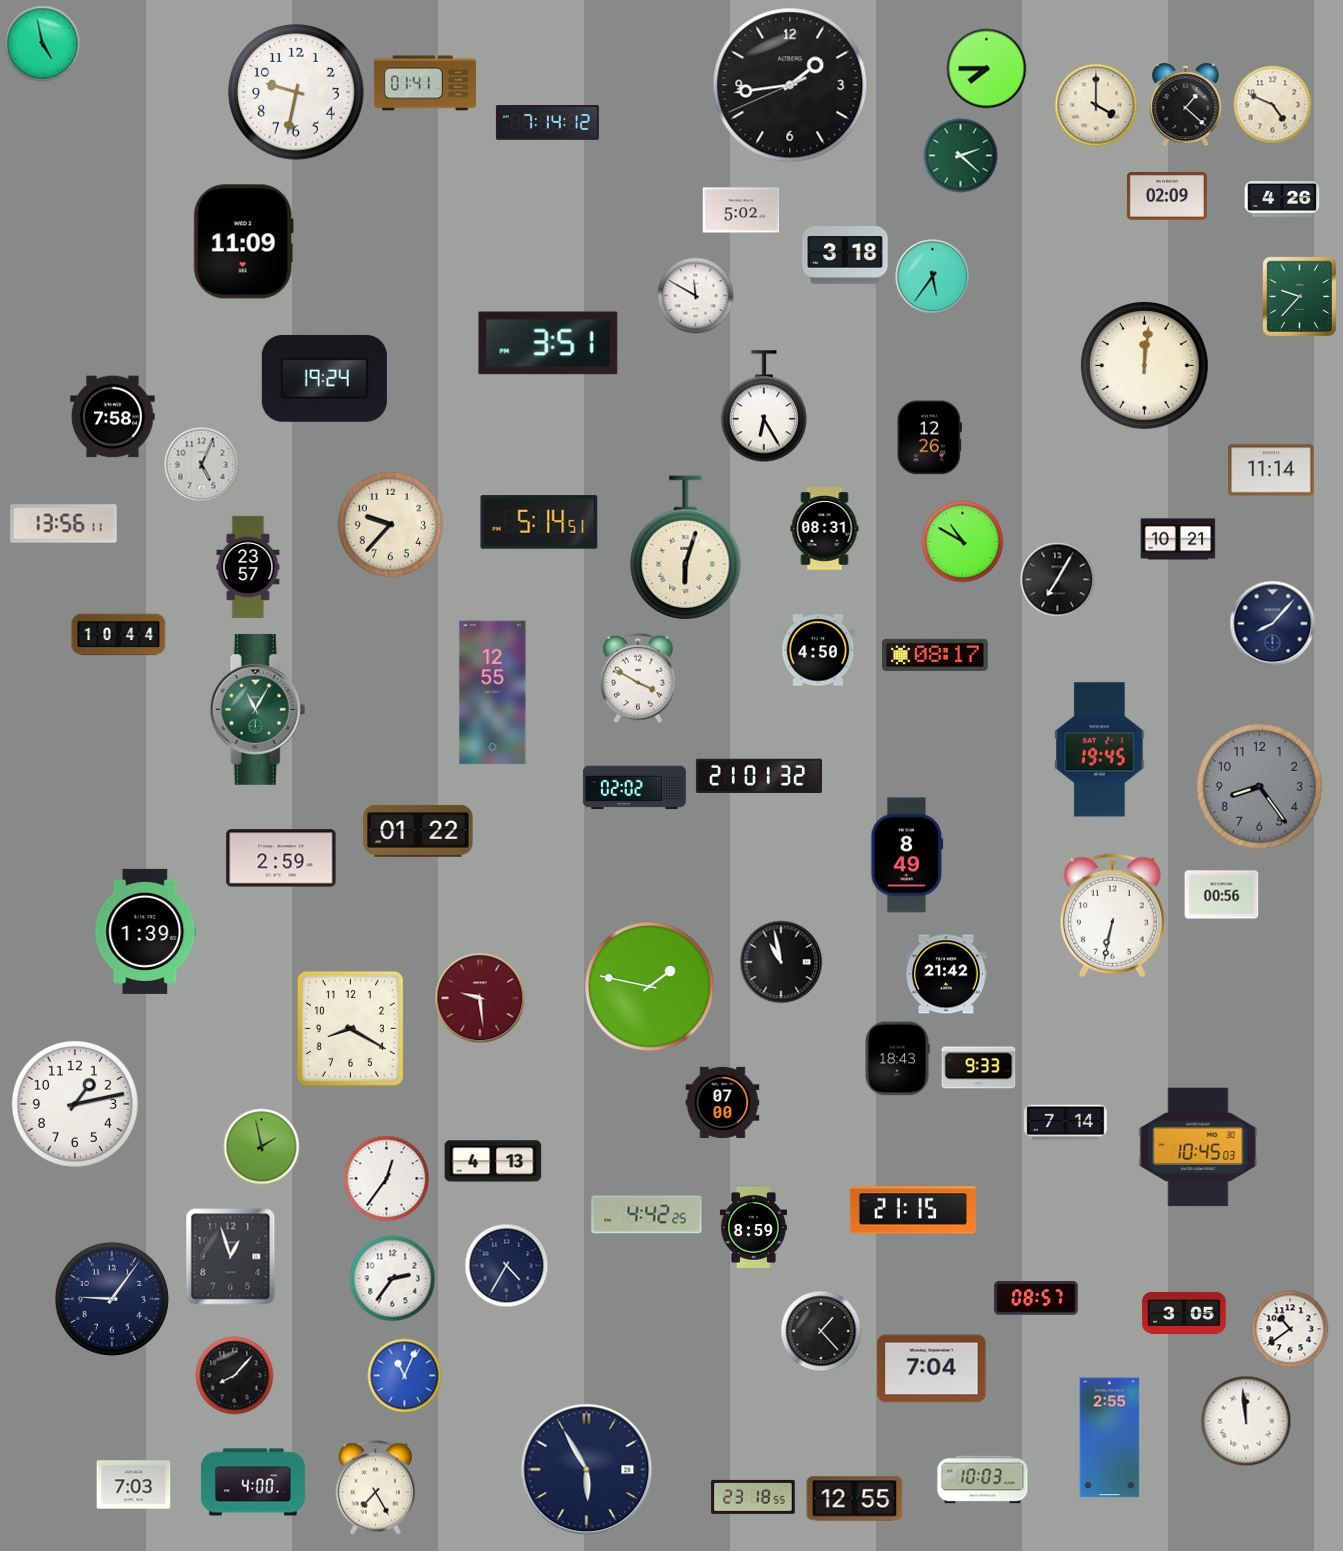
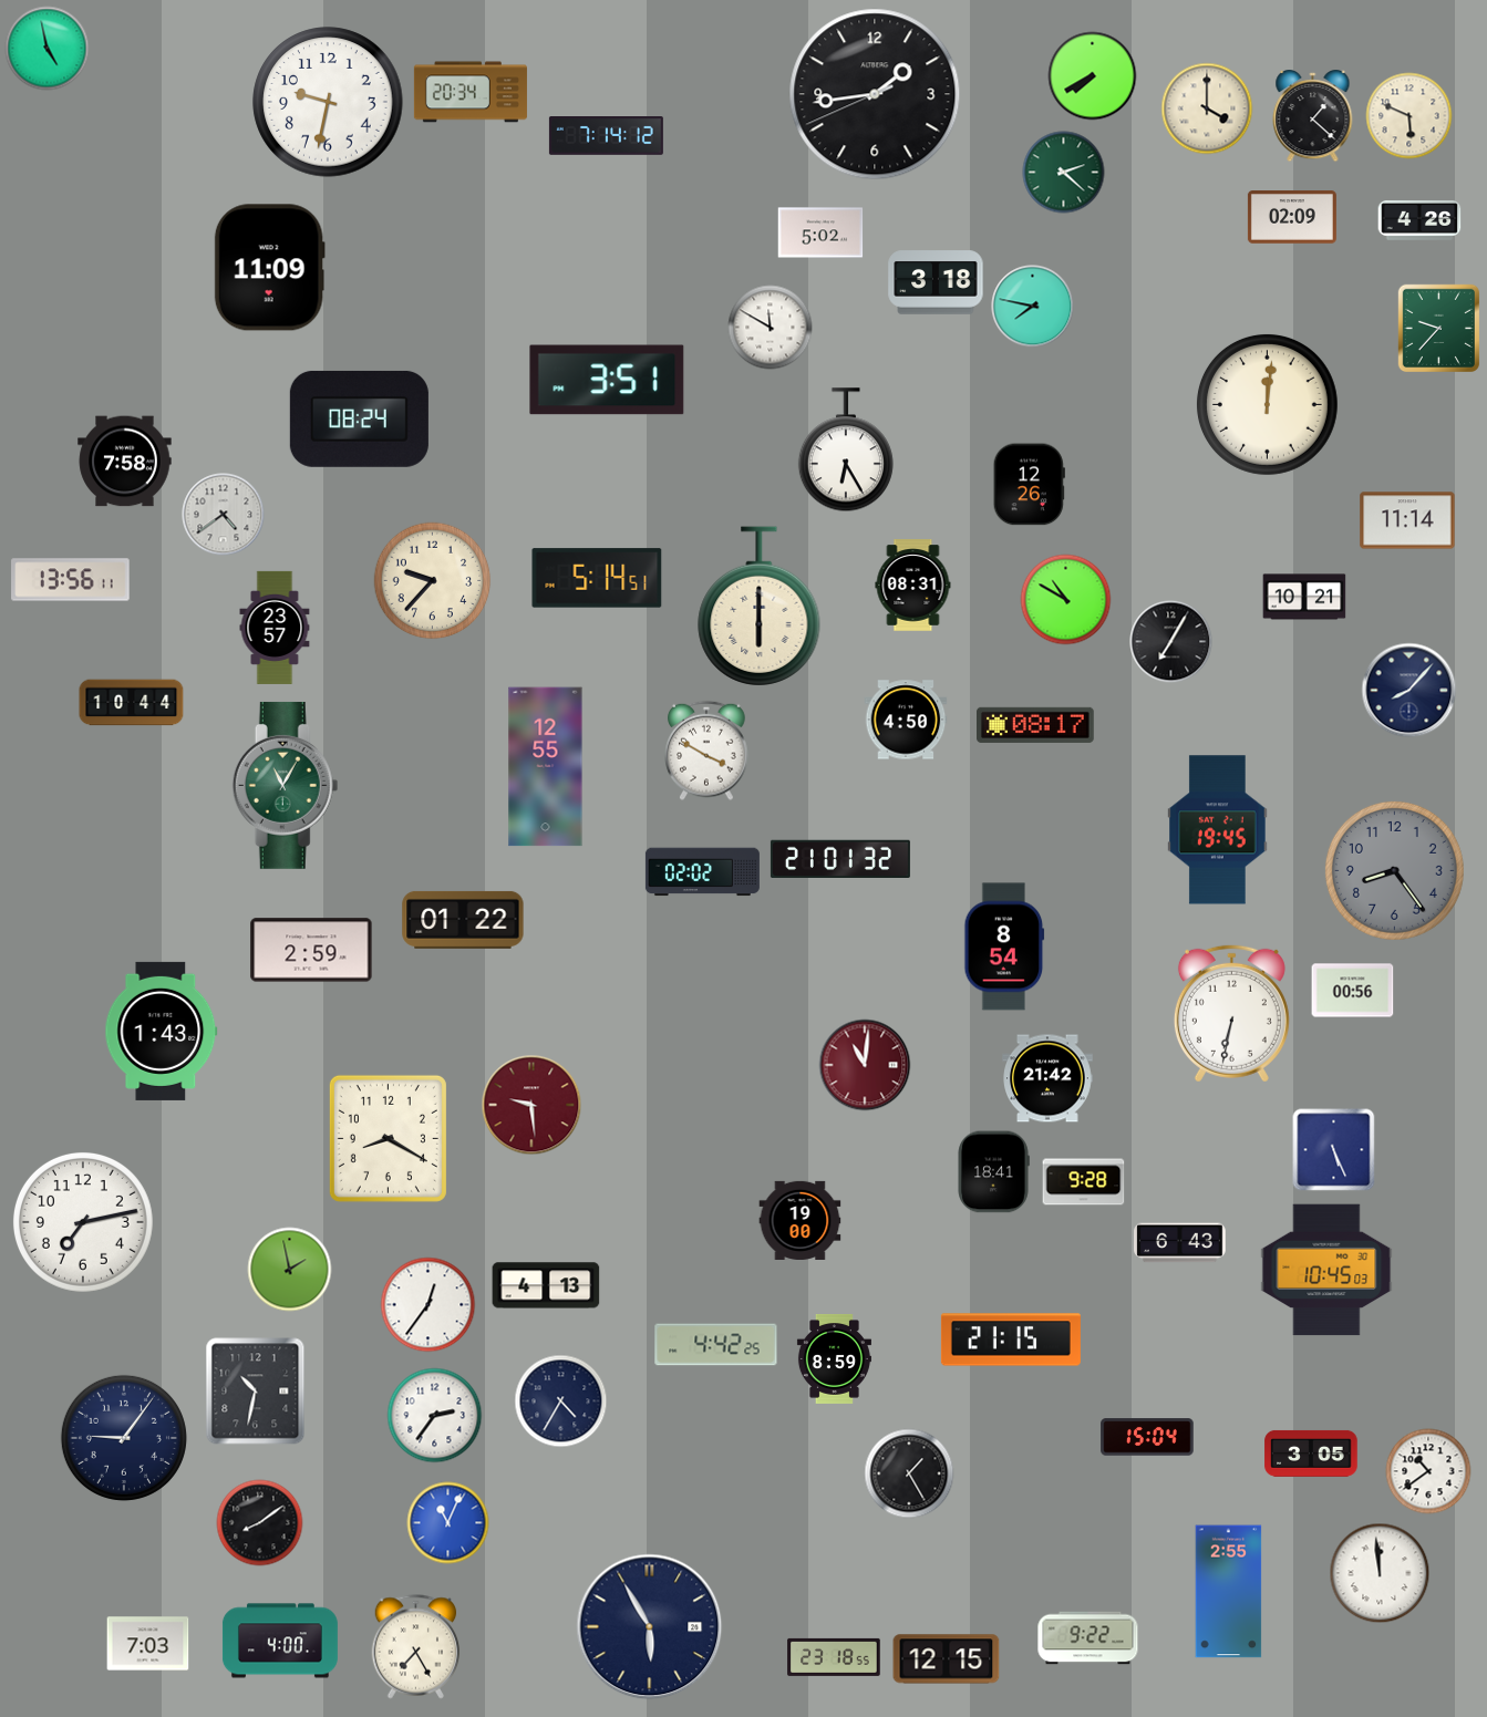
clock at (987, 69): 7:45 -> 7:40
clock at (425, 83): 01:41 -> 20:34
clock at (1096, 105) position: (1096, 105) -> (1207, 108)
clock at (1273, 105): 4:49 -> 5:49
clock at (933, 277): 5:36 -> 7:47
clock at (324, 378): 19:24 -> 08:24
clock at (202, 465): 5:04 -> 4:39
clock at (686, 548): 6:03 -> 6:00
clock at (907, 855): 8:49 -> 8:54
clock at (146, 931): 1:39 -> 1:43
clock at (781, 962): 10:58 -> 11:01
clock at (781, 962) dial: black -> burgundy
clock at (650, 987): 1:47 -> none
clock at (1334, 1150): none -> 5:26
clock at (897, 1059): 18:43 -> 18:41
clock at (979, 1068): 9:33 -> 9:28
clock at (723, 1102): 07:00 -> 19:00
clock at (75, 1104): 1:13 -> 7:13
clock at (1066, 1123): 7:14 -> 6:43
clock at (231, 1257): 12:57 -> 10:32
clock at (1036, 1298): 08:57 -> 15:04
clock at (821, 1331): 1:23 -> 1:25
clock at (932, 1369): 7:04 -> none
clock at (235, 1376): 8:07 -> 8:09
clock at (983, 1480): 10:03 -> 9:22
clock at (855, 1499): 12:55 -> 12:15
